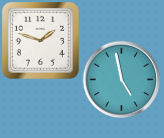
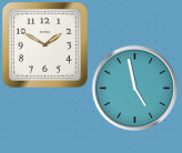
clock at (40, 40): 1:48 -> 1:50
